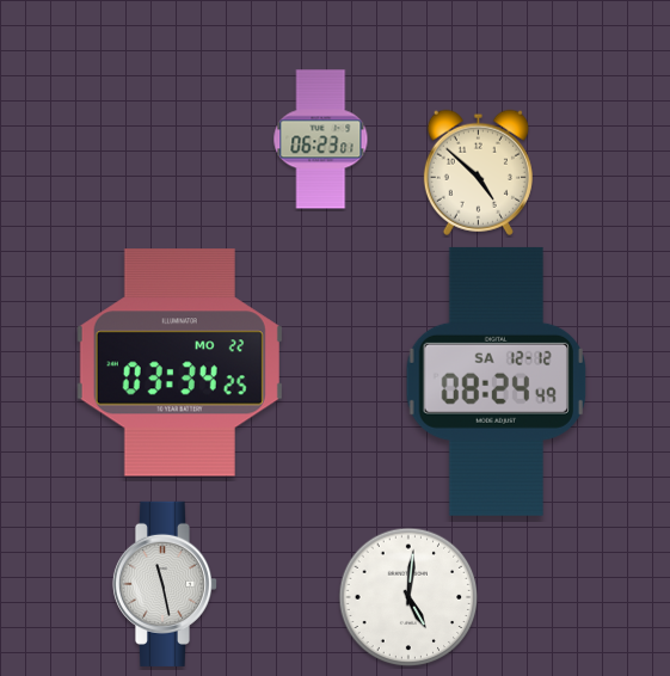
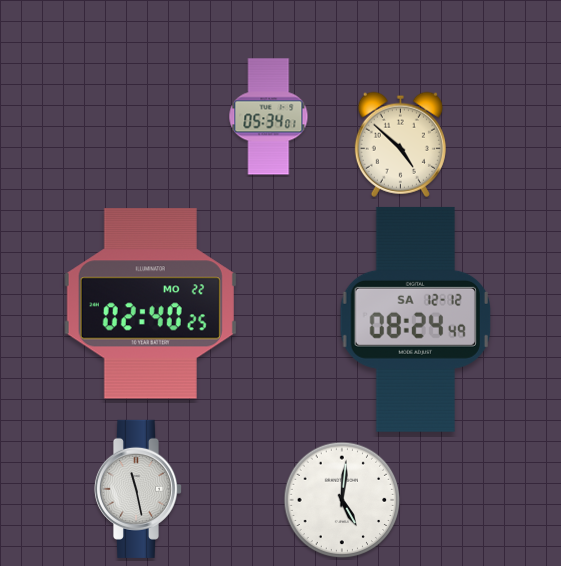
clock at (321, 140): 06:23 -> 05:34
clock at (179, 363): 03:34 -> 02:40
